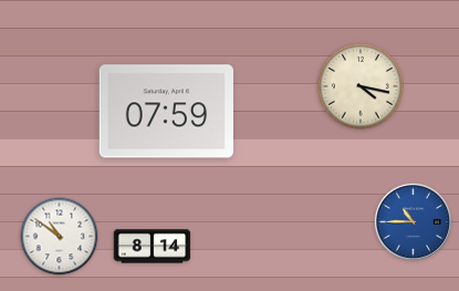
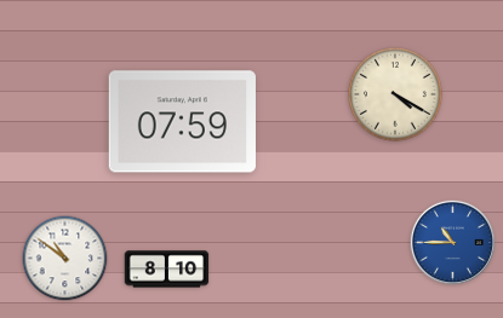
clock at (362, 87): 4:17 -> 4:20
clock at (153, 247): 8:14 -> 8:10
